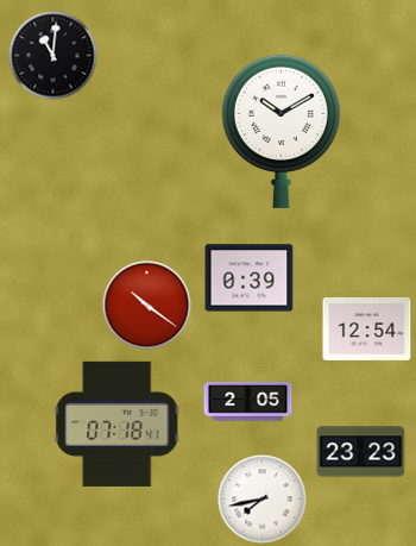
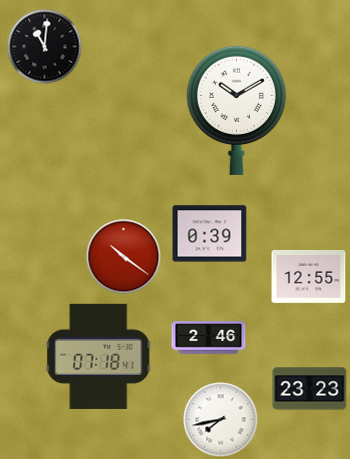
clock at (367, 328): 12:54 -> 12:55
clock at (248, 402): 2:05 -> 2:46
clock at (361, 452) position: (361, 452) -> (310, 389)
